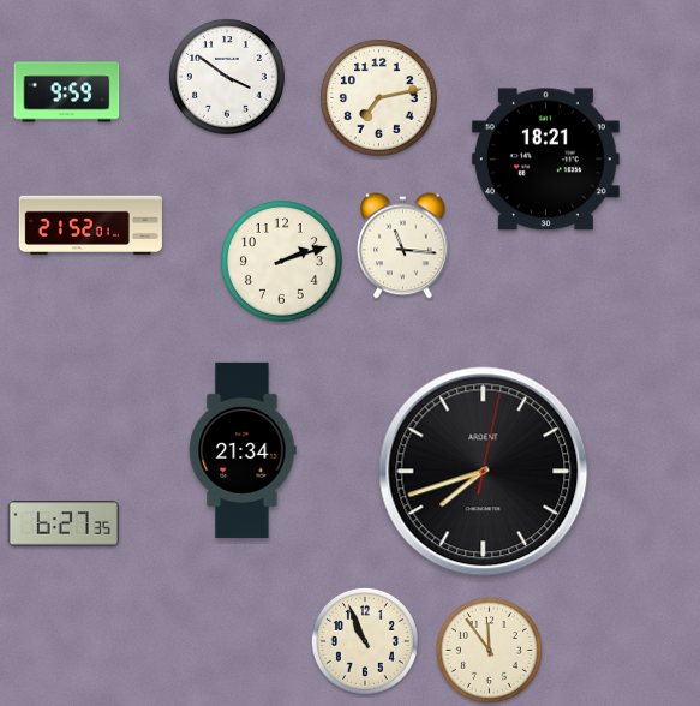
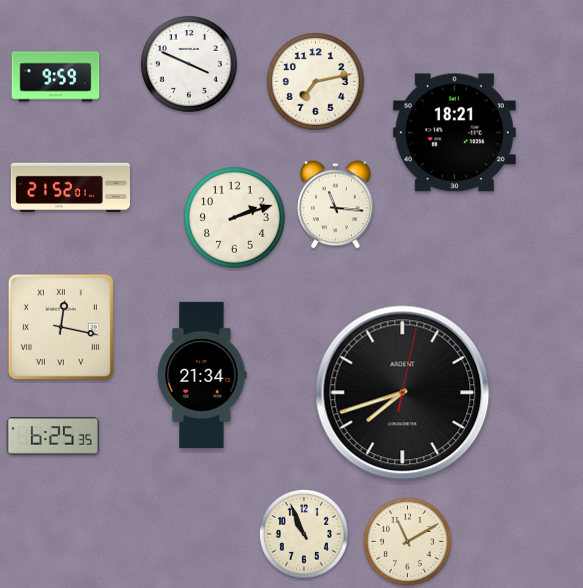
clock at (227, 77): 3:51 -> 3:49
clock at (90, 225) position: (90, 225) -> (70, 187)
clock at (61, 327): none -> 12:17
clock at (64, 523): 6:27 -> 6:25
clock at (489, 650): 11:54 -> 11:10
